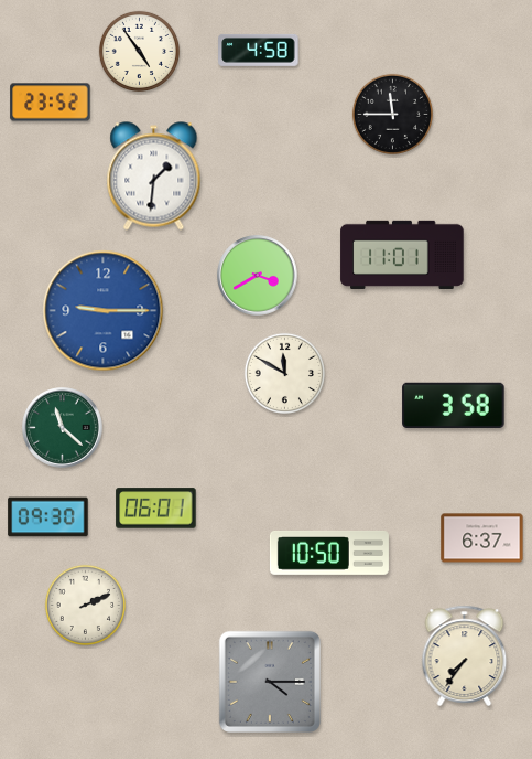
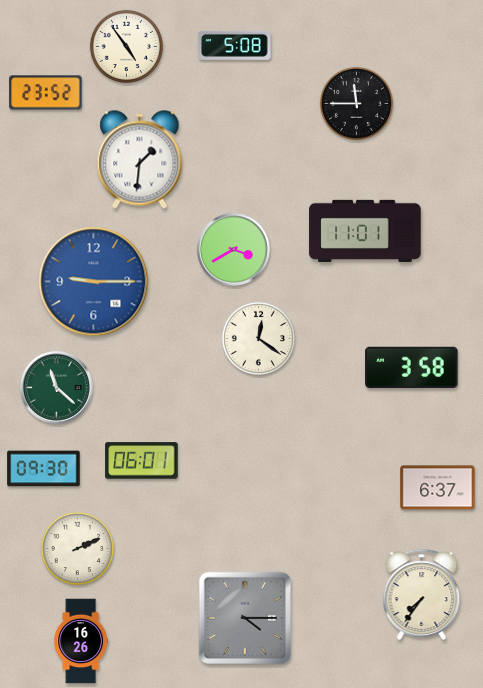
clock at (259, 50): 4:58 -> 5:08
clock at (284, 373): 11:50 -> 12:21
clock at (329, 553): 10:50 -> none
clock at (81, 641): none -> 16:26
